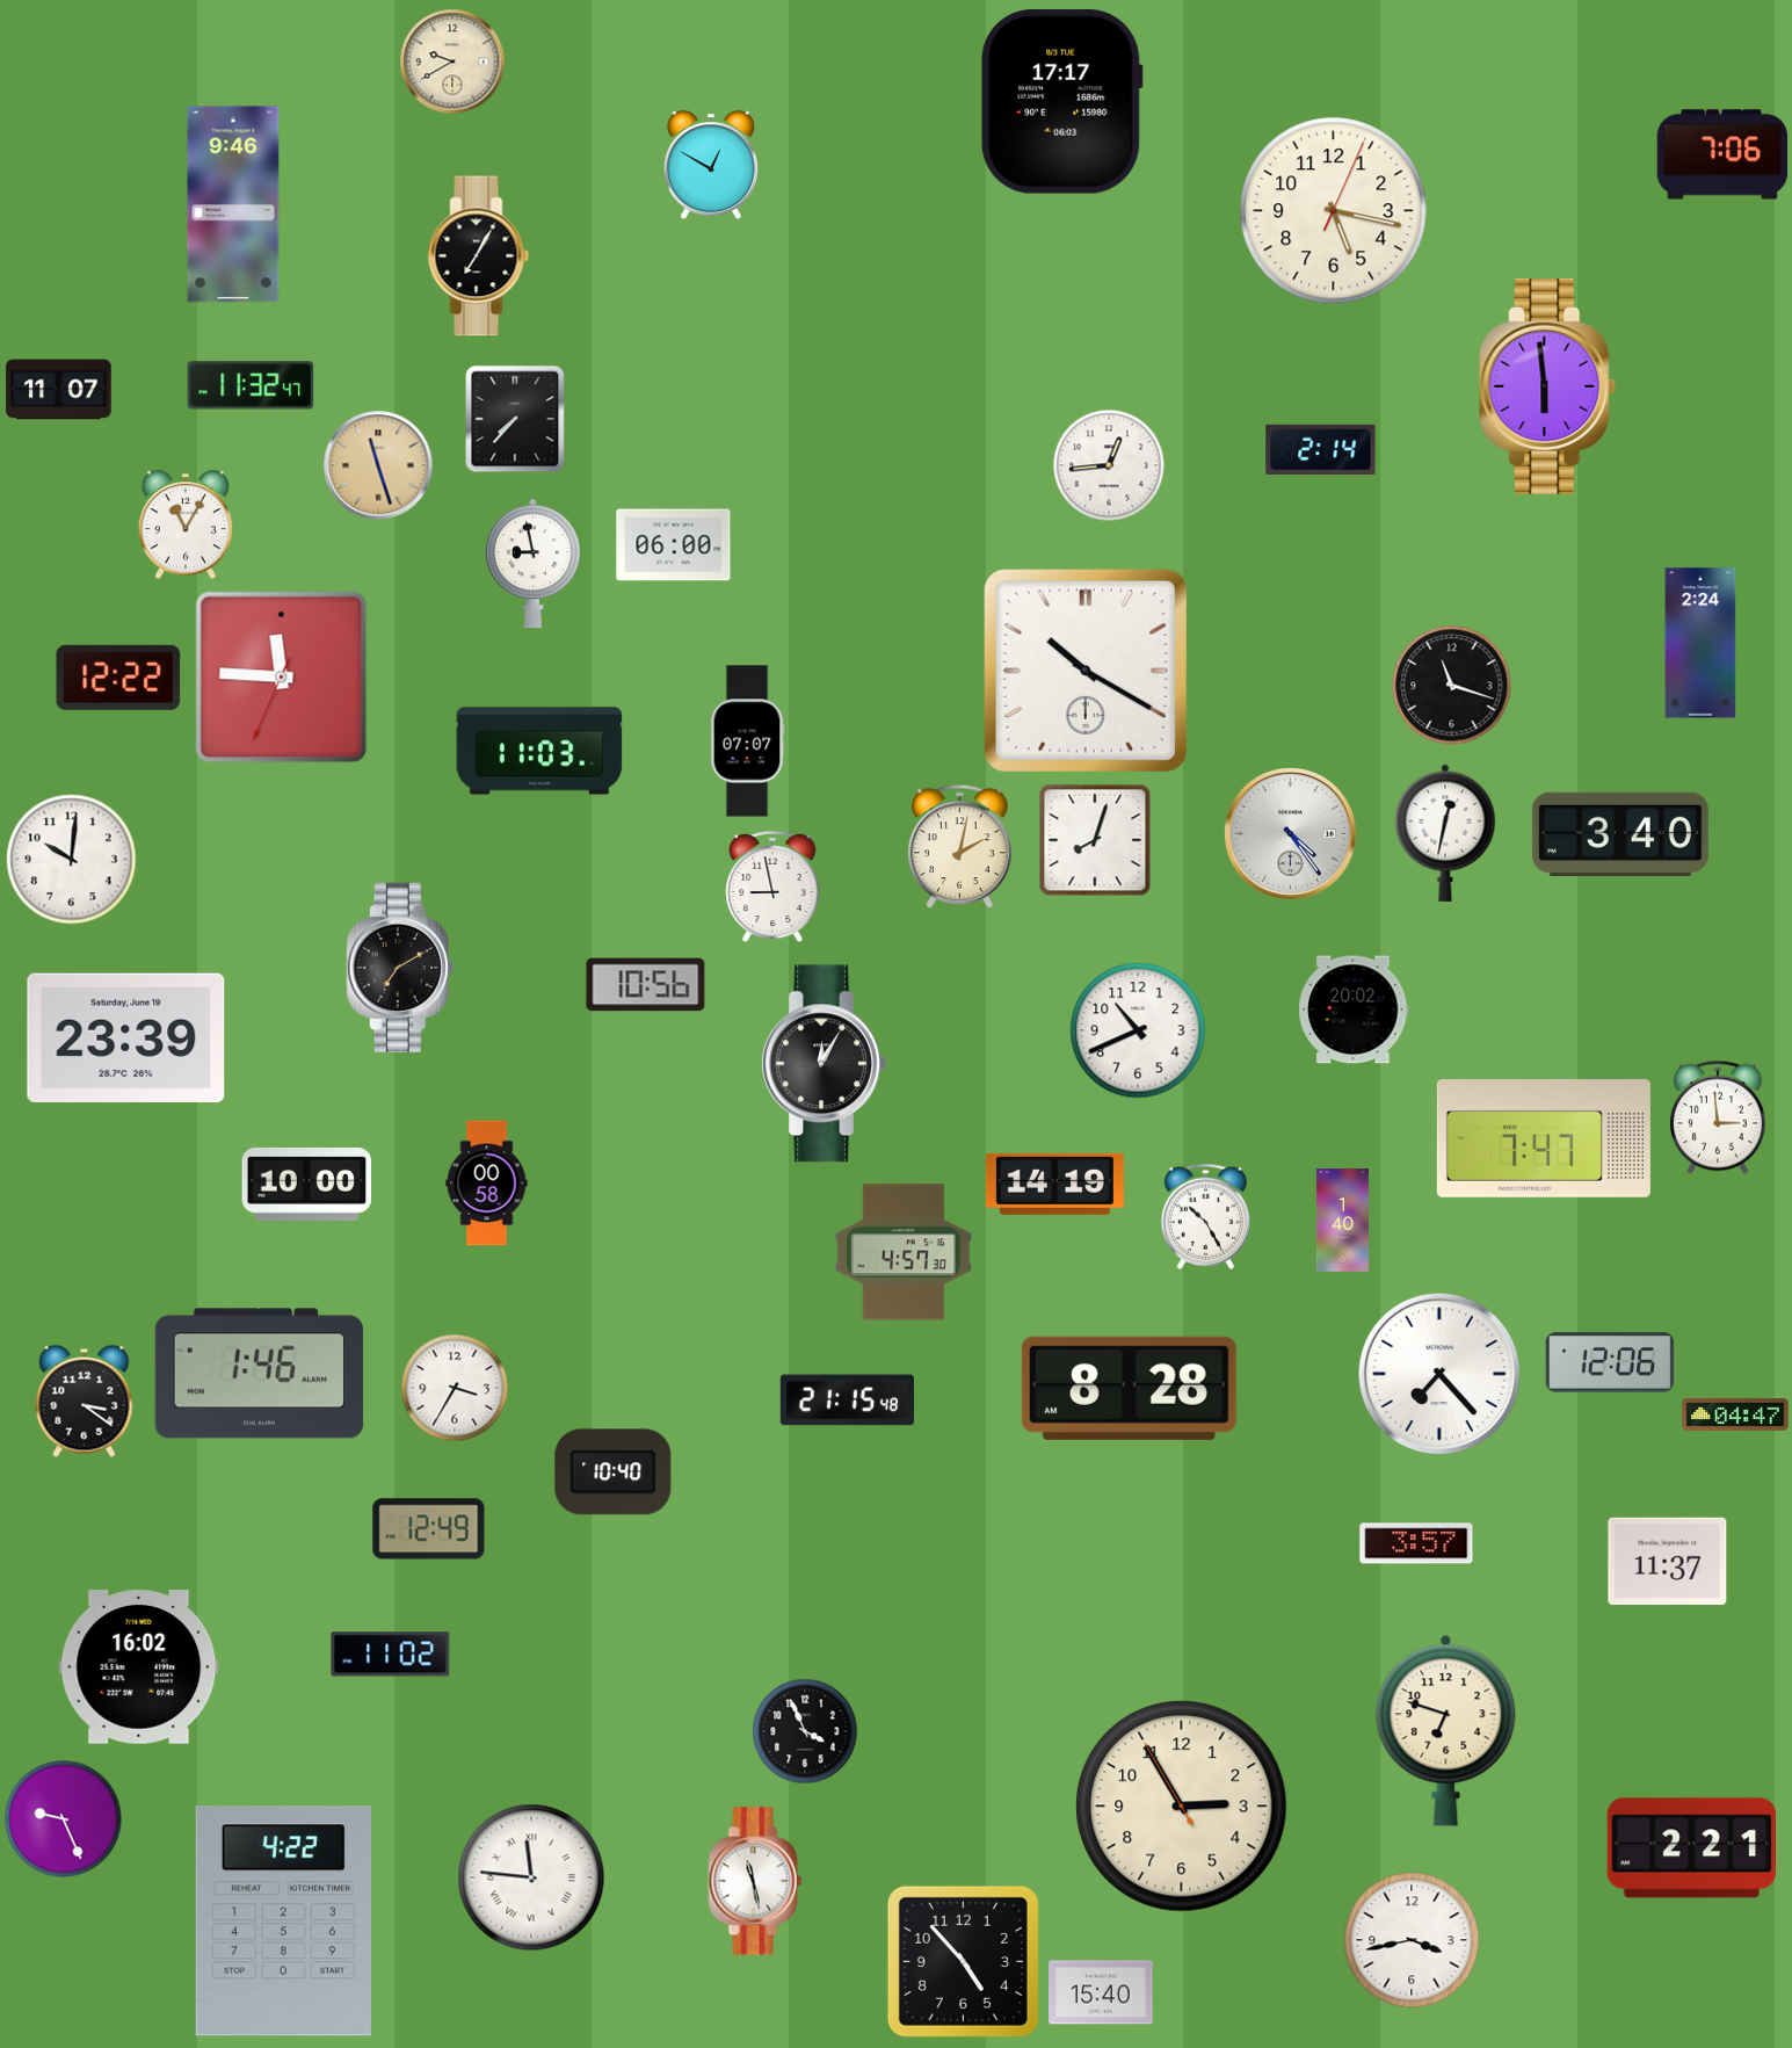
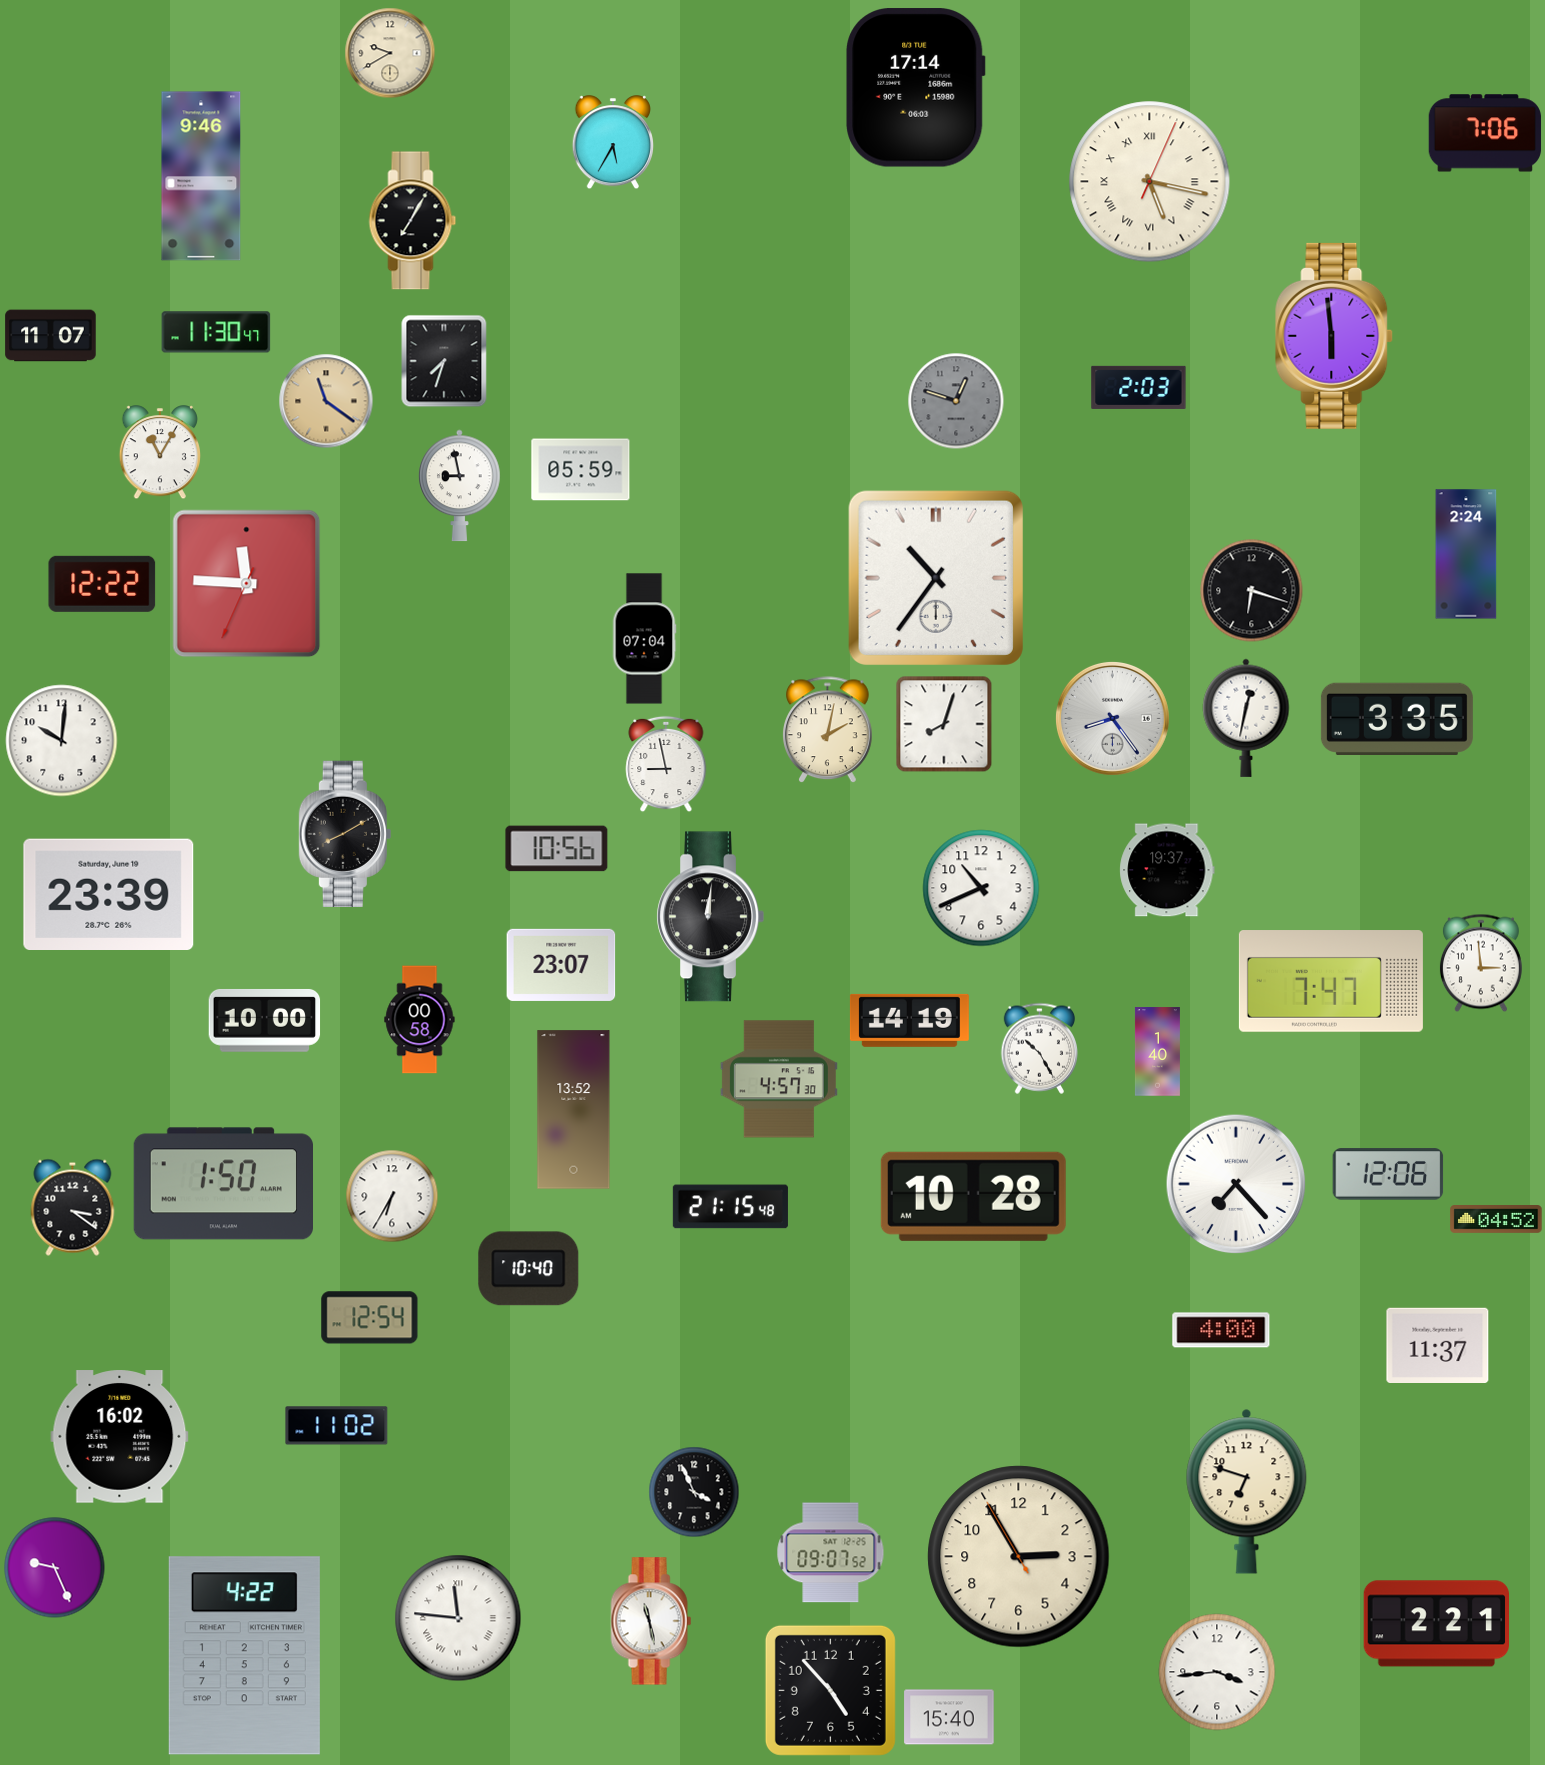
clock at (1062, 102): 17:17 -> 17:14
clock at (710, 166): 12:50 -> 5:35
clock at (1334, 211) numerals: Arabic -> Roman
clock at (251, 385): 11:32 -> 11:30
clock at (1548, 386) position: (1548, 386) -> (1335, 336)
clock at (515, 419): 7:37 -> 7:33
clock at (1321, 449): 2:14 -> 2:03
clock at (378, 465): 11:27 -> 11:21
clock at (1109, 465): 12:44 -> 12:48
clock at (1109, 465) dial: white -> grey
clock at (674, 545): 06:00 -> 05:59
clock at (1086, 671): 10:20 -> 10:36
clock at (282, 678) position: (282, 678) -> (247, 584)
clock at (1452, 686): 11:18 -> 6:18
clock at (747, 741): 07:07 -> 07:04
clock at (539, 751): 11:03 -> none
clock at (1290, 833): 4:24 -> 8:24
clock at (1620, 834): 3:40 -> 3:35
clock at (400, 967): 7:10 -> 8:10
clock at (1354, 1009): 20:02 -> 19:37
clock at (824, 1064): 12:05 -> 12:01
clock at (561, 965): none -> 23:07
clock at (574, 1110): none -> 13:52
clock at (259, 1374): 1:46 -> 1:50
clock at (1439, 1374) position: (1439, 1374) -> (1236, 1184)
clock at (455, 1388): 3:35 -> 6:35
clock at (1129, 1388): 8:28 -> 10:28
clock at (1735, 1416): 04:47 -> 04:52
clock at (429, 1529): 12:49 -> 12:54
clock at (1416, 1543): 3:57 -> 4:00
clock at (831, 1553): none -> 09:07
clock at (1692, 1848) position: (1692, 1848) -> (1437, 1624)
clock at (1412, 1940): 3:43 -> 3:44
